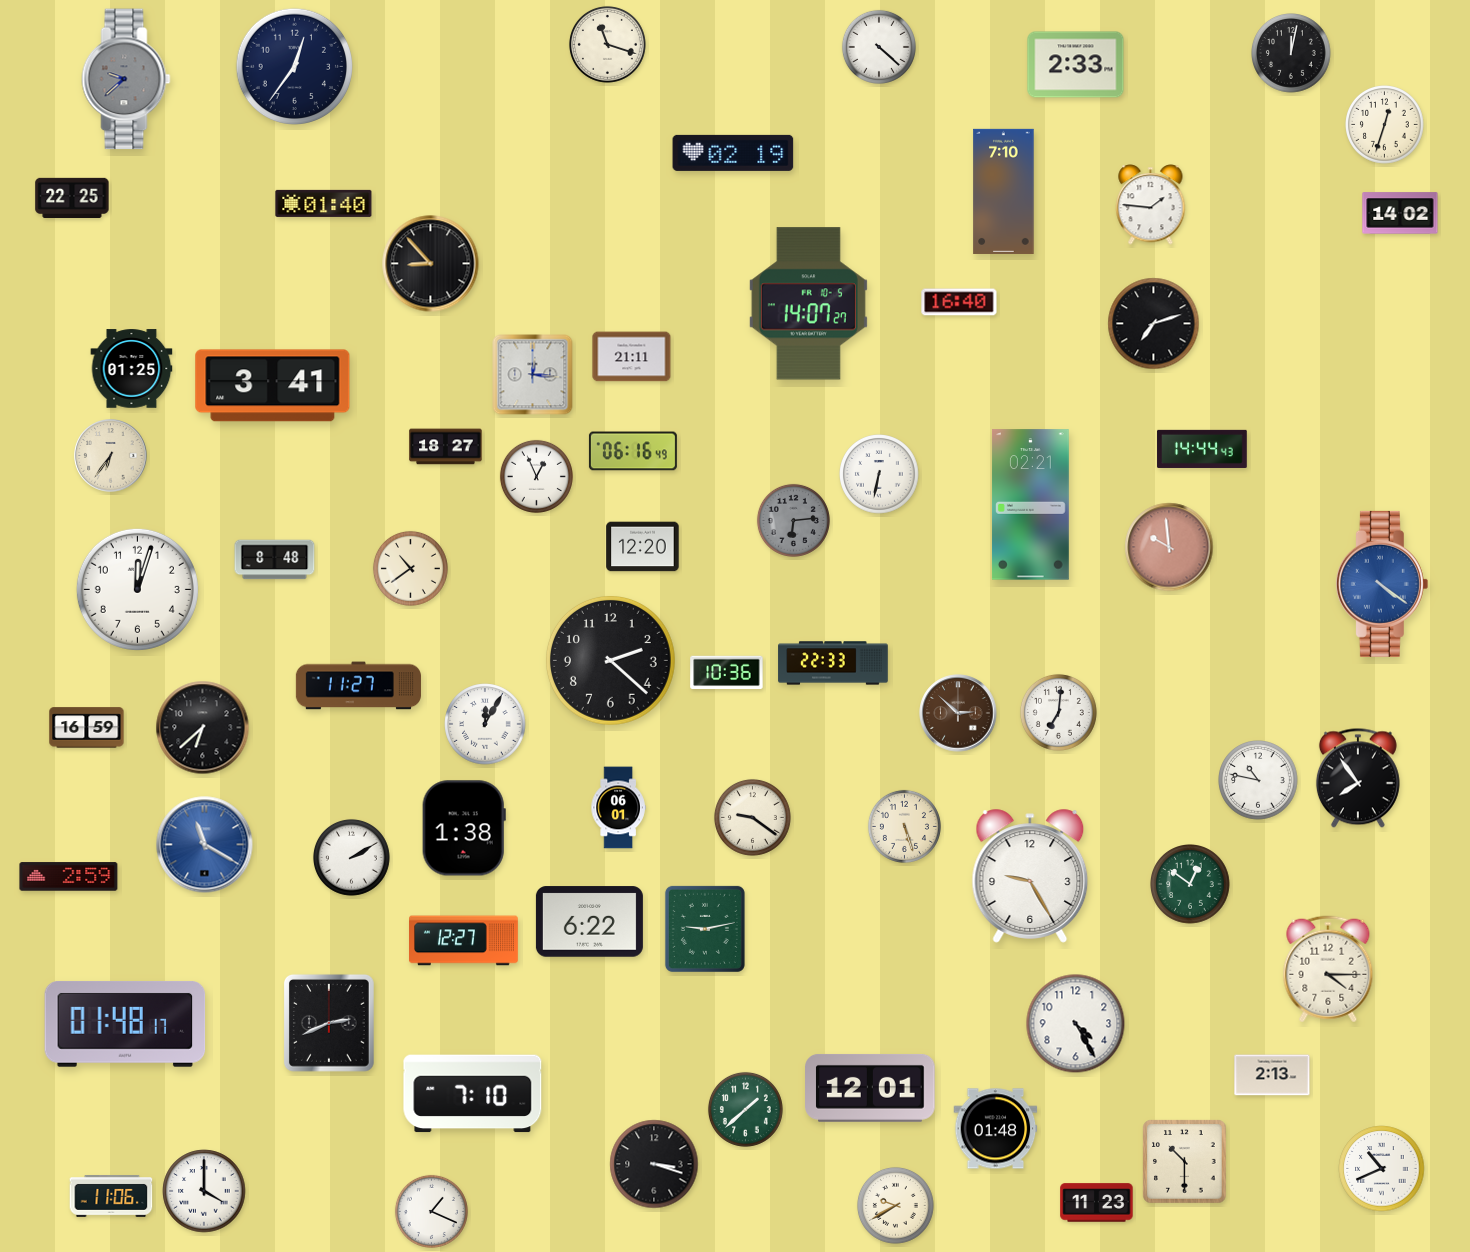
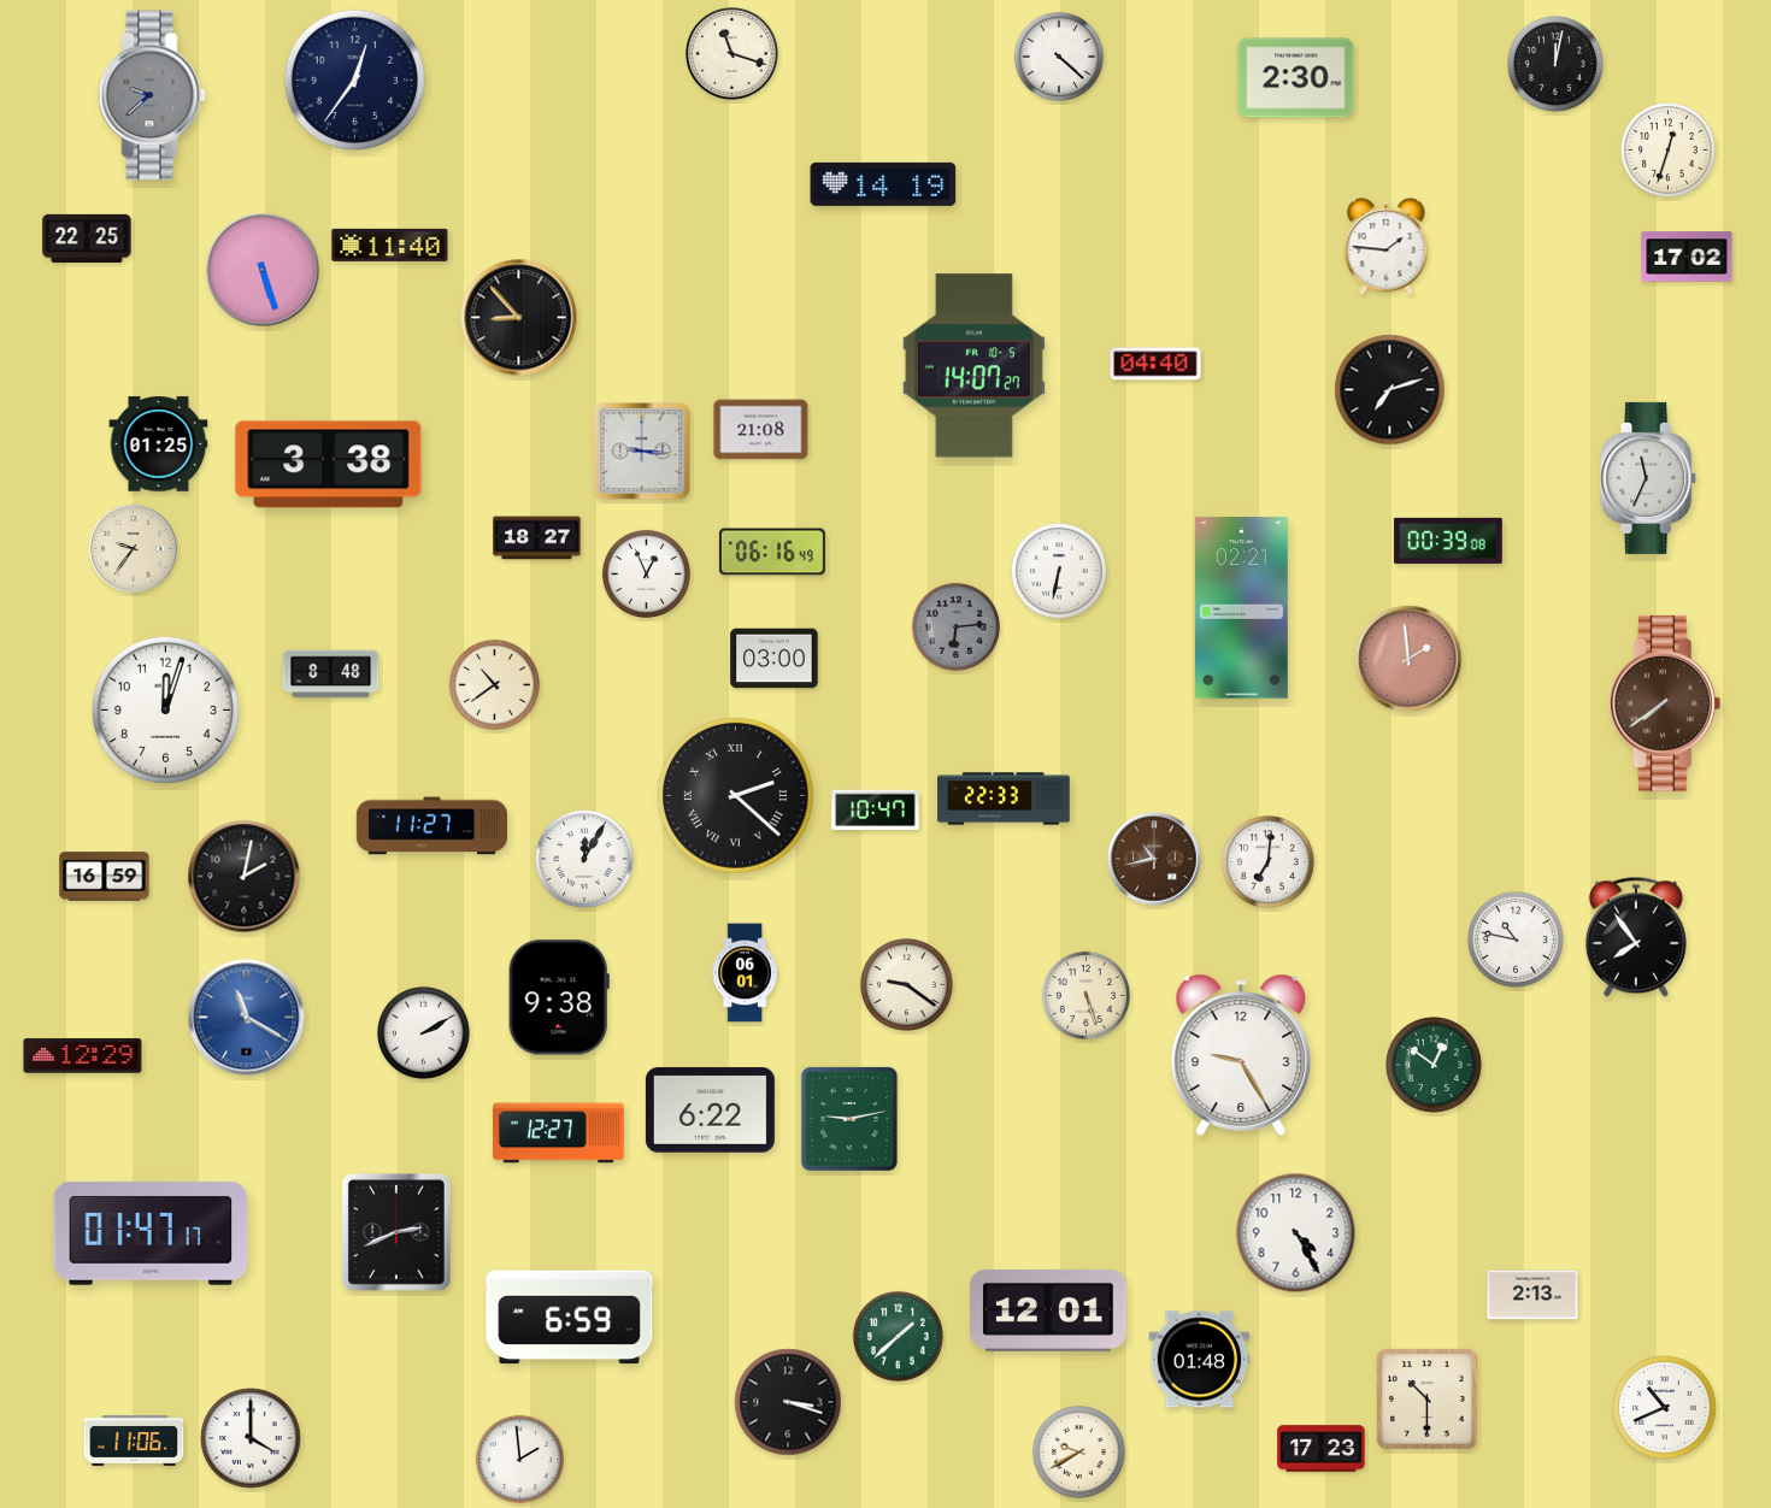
clock at (1076, 65): 2:33 -> 2:30
clock at (733, 153): 02:19 -> 14:19
clock at (1004, 191): 7:10 -> none
clock at (324, 203): 01:40 -> 11:40
clock at (1400, 213): 14:02 -> 17:02
clock at (263, 270): none -> 5:27
clock at (959, 302): 16:40 -> 04:40
clock at (632, 357): 21:11 -> 21:08
clock at (533, 375): 12:16 -> 9:16
clock at (273, 386): 3:41 -> 3:38
clock at (1649, 478): none -> 11:34
clock at (1202, 449): 14:44 -> 00:39
clock at (633, 451) position: (633, 451) -> (772, 552)
clock at (111, 456): 6:36 -> 9:36
clock at (643, 547): 12:20 -> 03:00
clock at (1169, 547): 9:59 -> 1:59
clock at (1382, 584): 4:21 -> 7:39
clock at (1382, 584) dial: blue -> brown
clock at (610, 660) numerals: Arabic -> Roman
clock at (727, 673): 10:36 -> 10:47
clock at (1058, 712) position: (1058, 712) -> (1267, 861)
clock at (958, 713): 2:52 -> 10:43
clock at (485, 724) position: (485, 724) -> (584, 859)
clock at (203, 728): 6:38 -> 2:02
clock at (904, 826) position: (904, 826) -> (1085, 995)
clock at (464, 828): 1:38 -> 9:38
clock at (69, 877): 2:59 -> 12:29
clock at (1328, 969): 4:15 -> none
clock at (125, 1024): 01:48 -> 01:47
clock at (473, 1094): 7:10 -> 6:59
clock at (204, 1191) position: (204, 1191) -> (251, 1438)
clock at (1097, 1203): 11:23 -> 17:23
clock at (431, 1211): 1:19 -> 1:59
